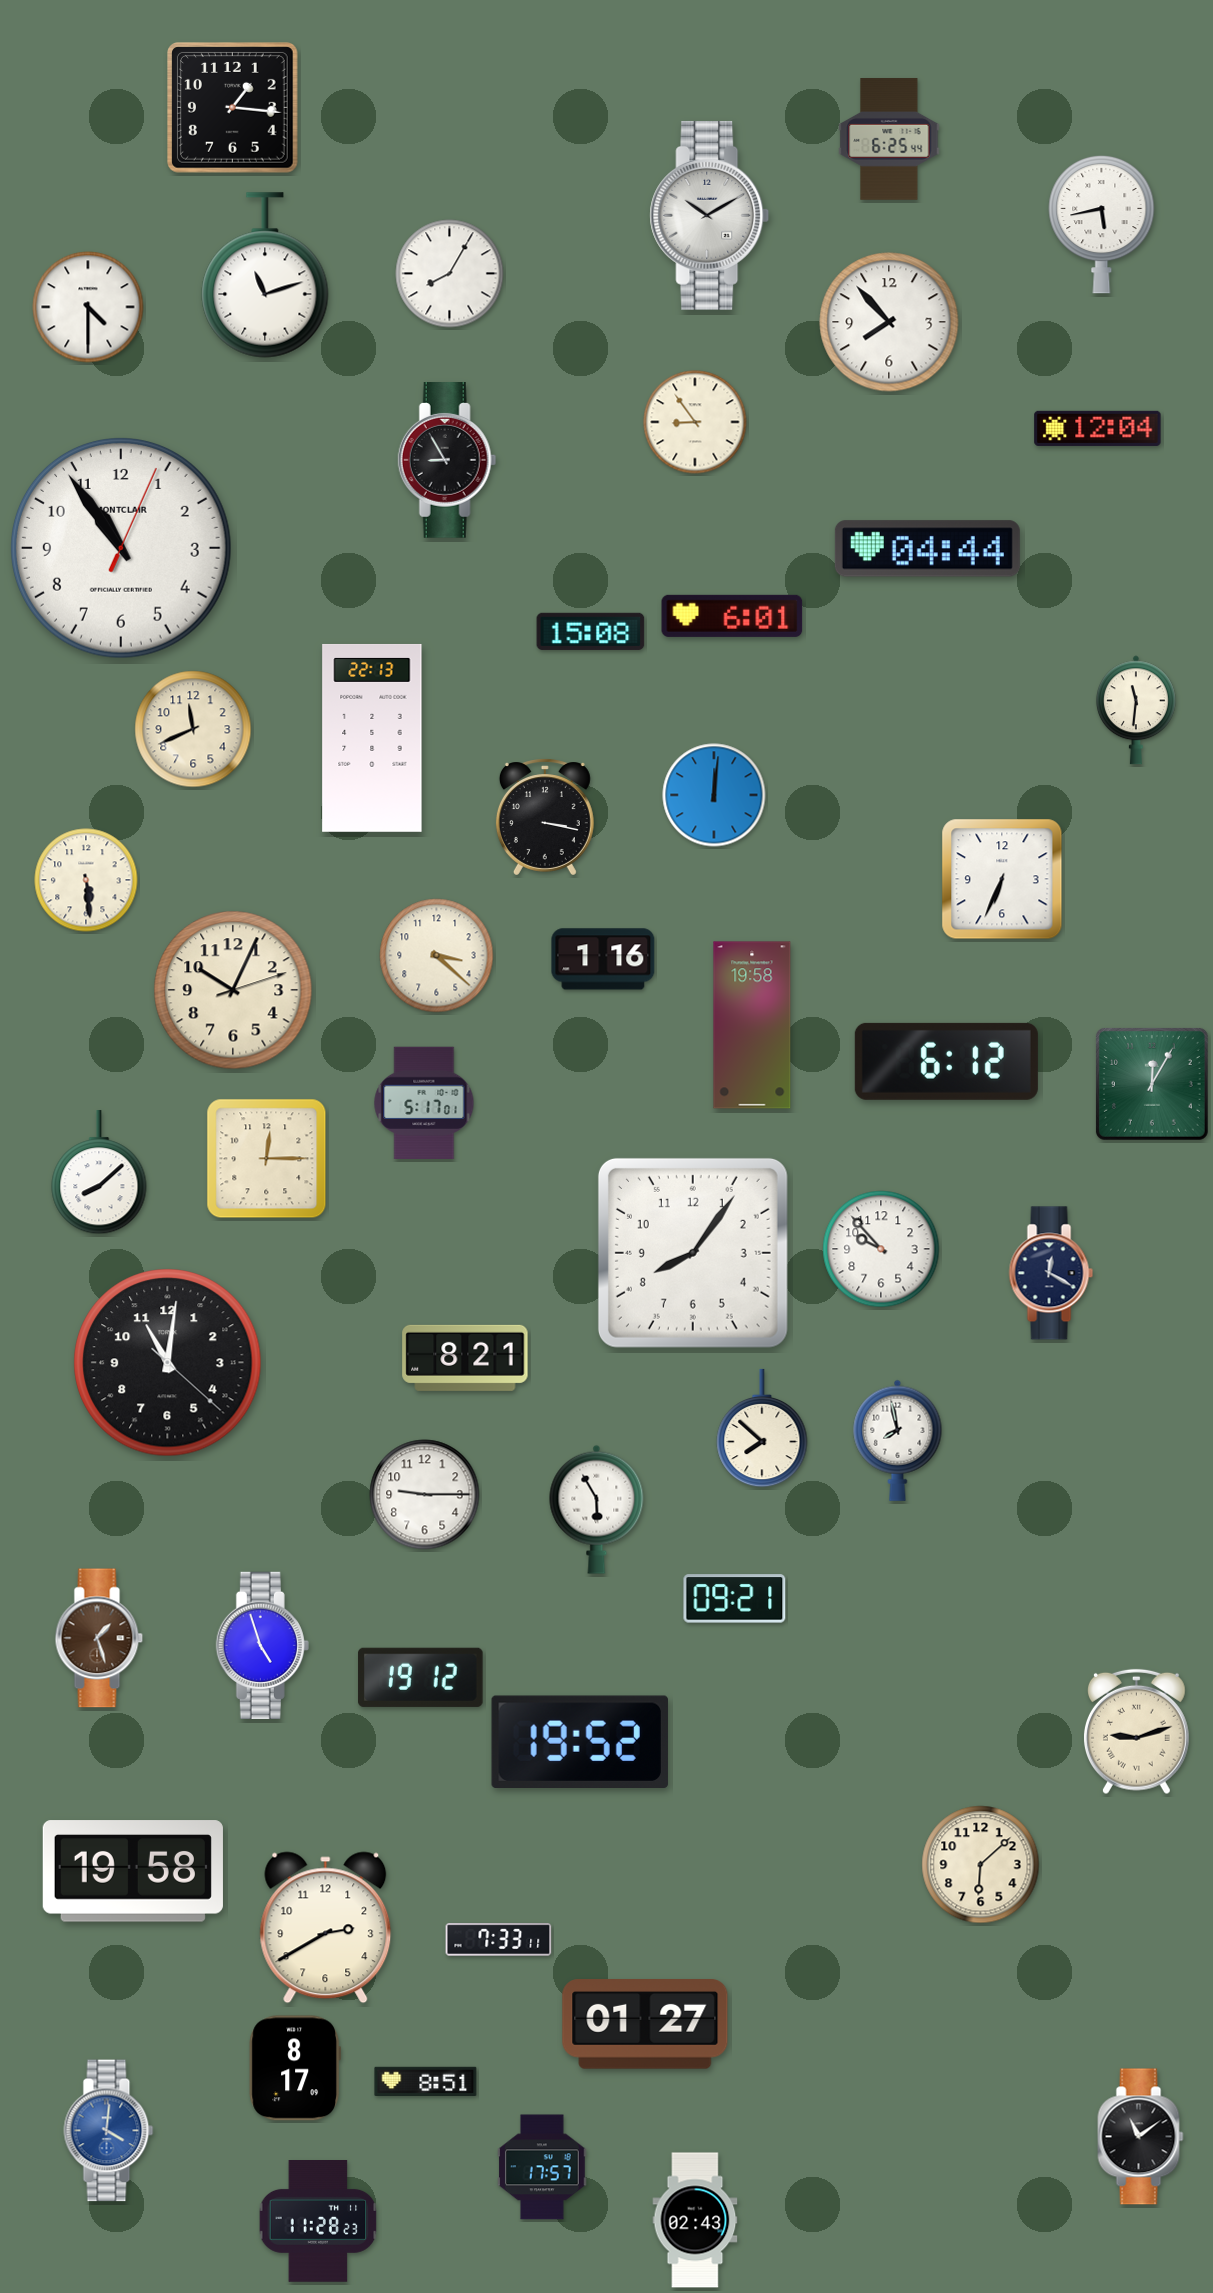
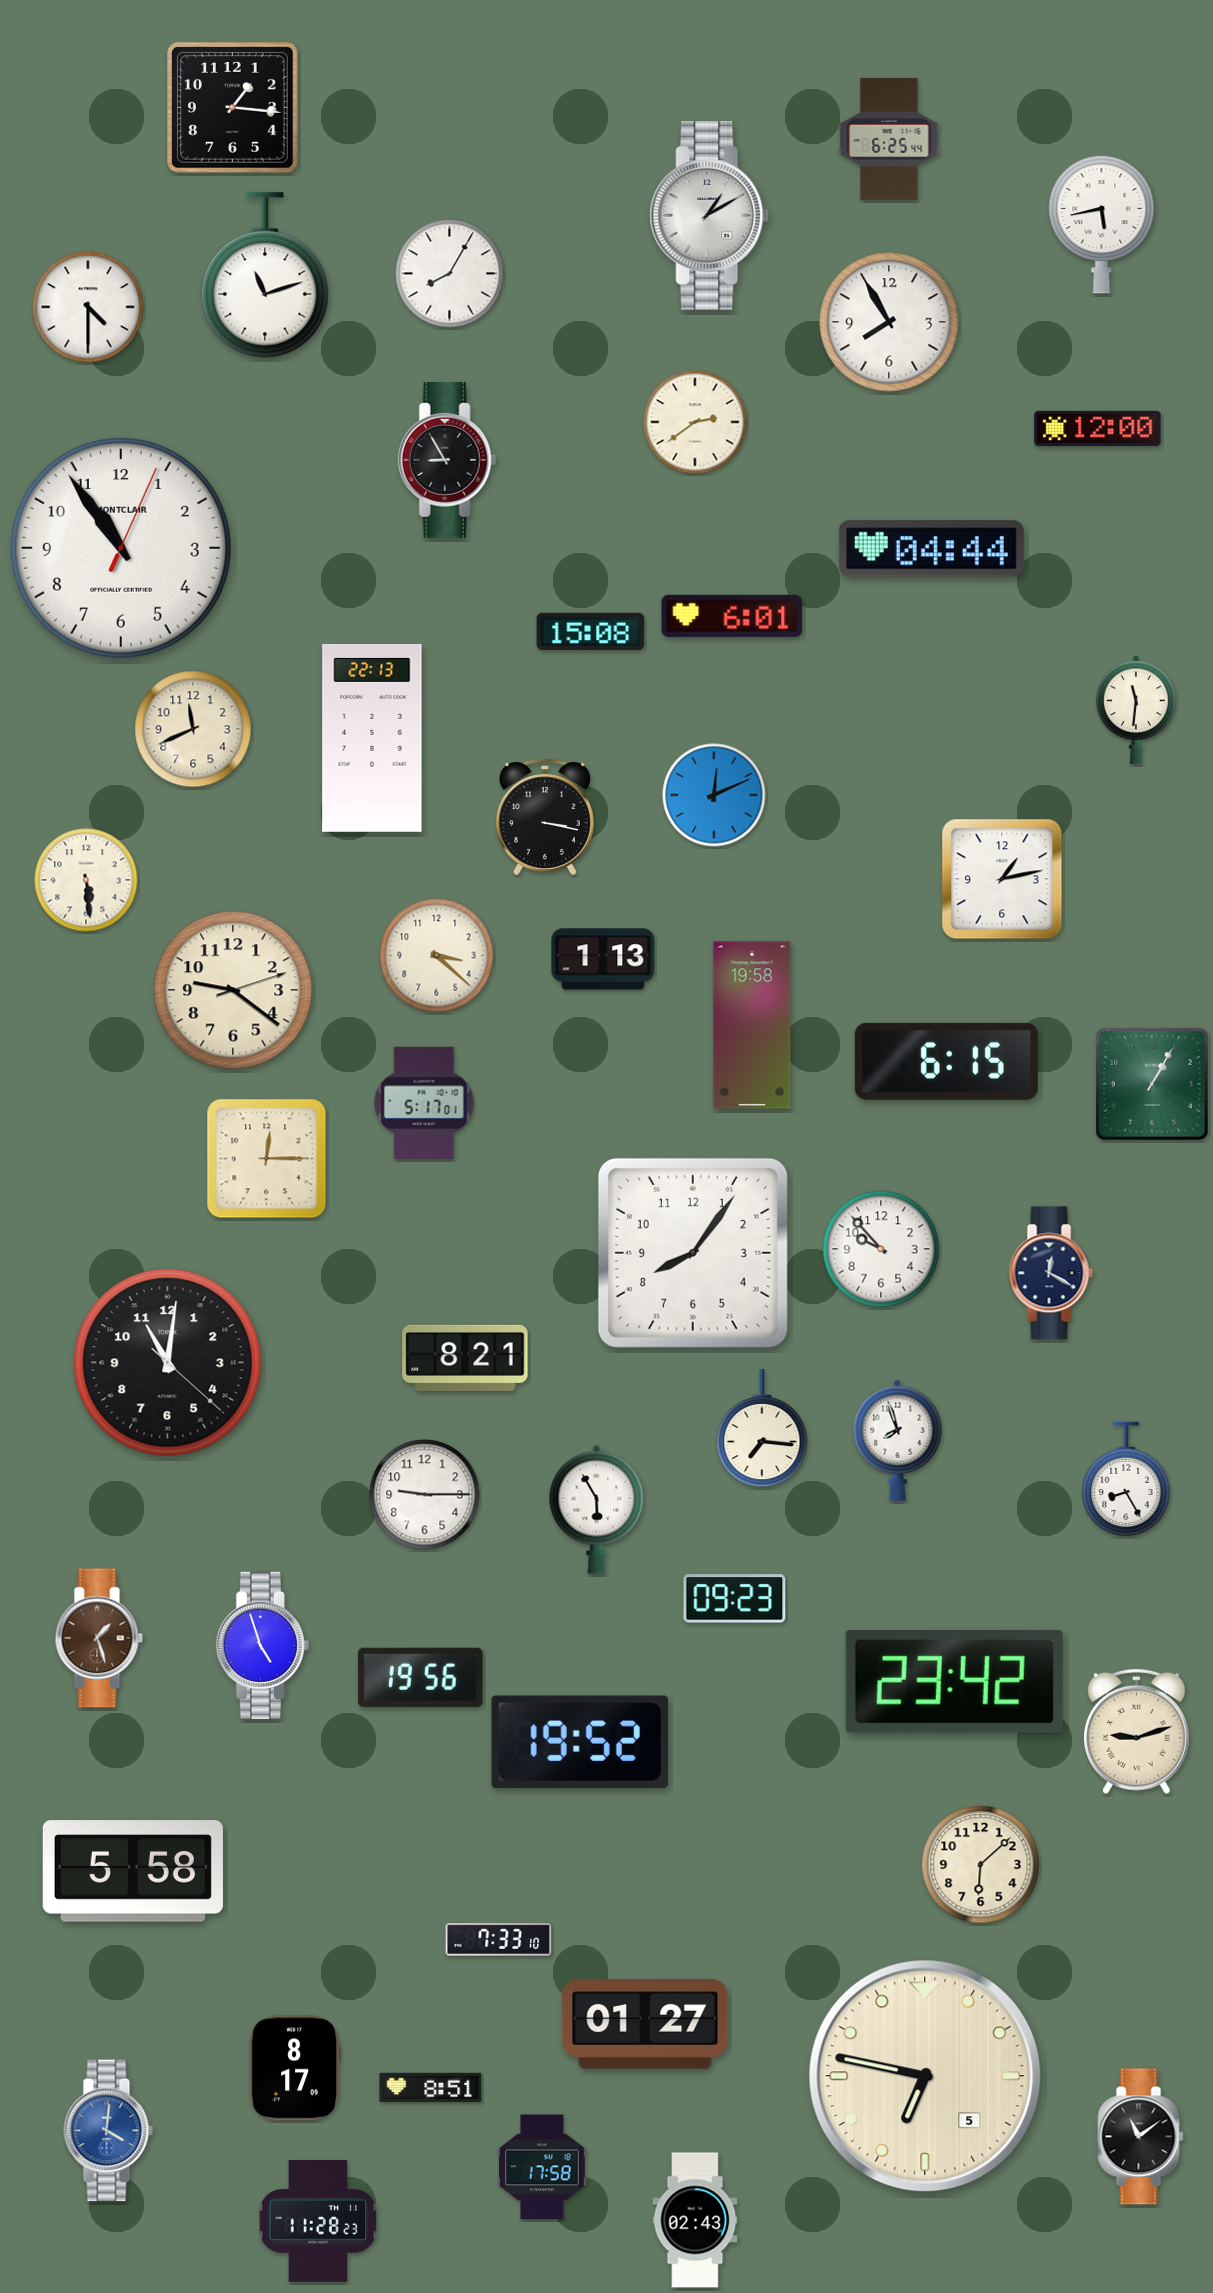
clock at (710, 215): 10:10 -> 1:10
clock at (889, 322): 7:53 -> 7:55
clock at (695, 422): 8:54 -> 2:39
clock at (1098, 428): 12:04 -> 12:00
clock at (927, 549) position: (927, 549) -> (931, 549)
clock at (714, 795): 12:01 -> 12:11
clock at (1002, 879): 6:34 -> 1:13
clock at (603, 959): 1:16 -> 1:13
clock at (233, 990): 10:04 -> 9:21
clock at (946, 1061): 6:12 -> 6:15
clock at (1152, 1084): 12:05 -> 1:05
clock at (99, 1173): 8:08 -> none
clock at (762, 1428): 7:52 -> 7:16
clock at (898, 1440): 7:58 -> 7:57
clock at (1126, 1479): none -> 8:25
clock at (735, 1599): 09:21 -> 09:23
clock at (421, 1677): 19:12 -> 19:56
clock at (954, 1681): none -> 23:42
clock at (133, 1871): 19:58 -> 5:58
clock at (326, 1928): 2:40 -> none
clock at (499, 1940): 7:33:11 -> 7:33:10
clock at (925, 2076): none -> 6:47
clock at (426, 2081) position: (426, 2081) -> (431, 2087)
clock at (542, 2167): 17:57 -> 17:58
